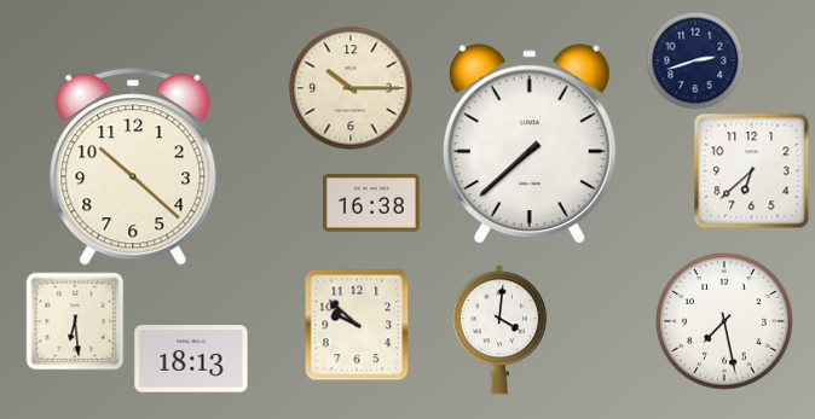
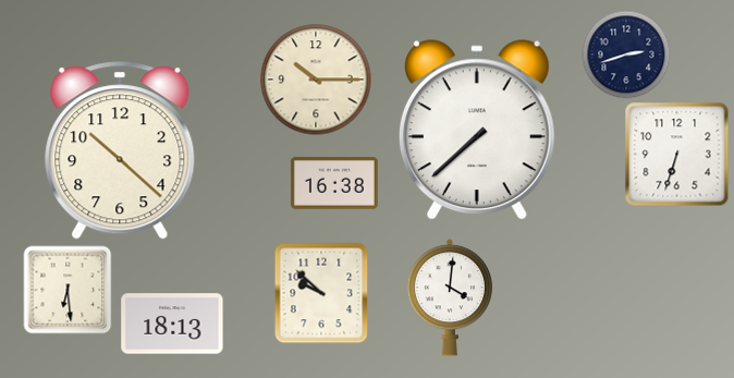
clock at (751, 170): 6:38 -> 6:33
clock at (724, 321): 7:28 -> none
